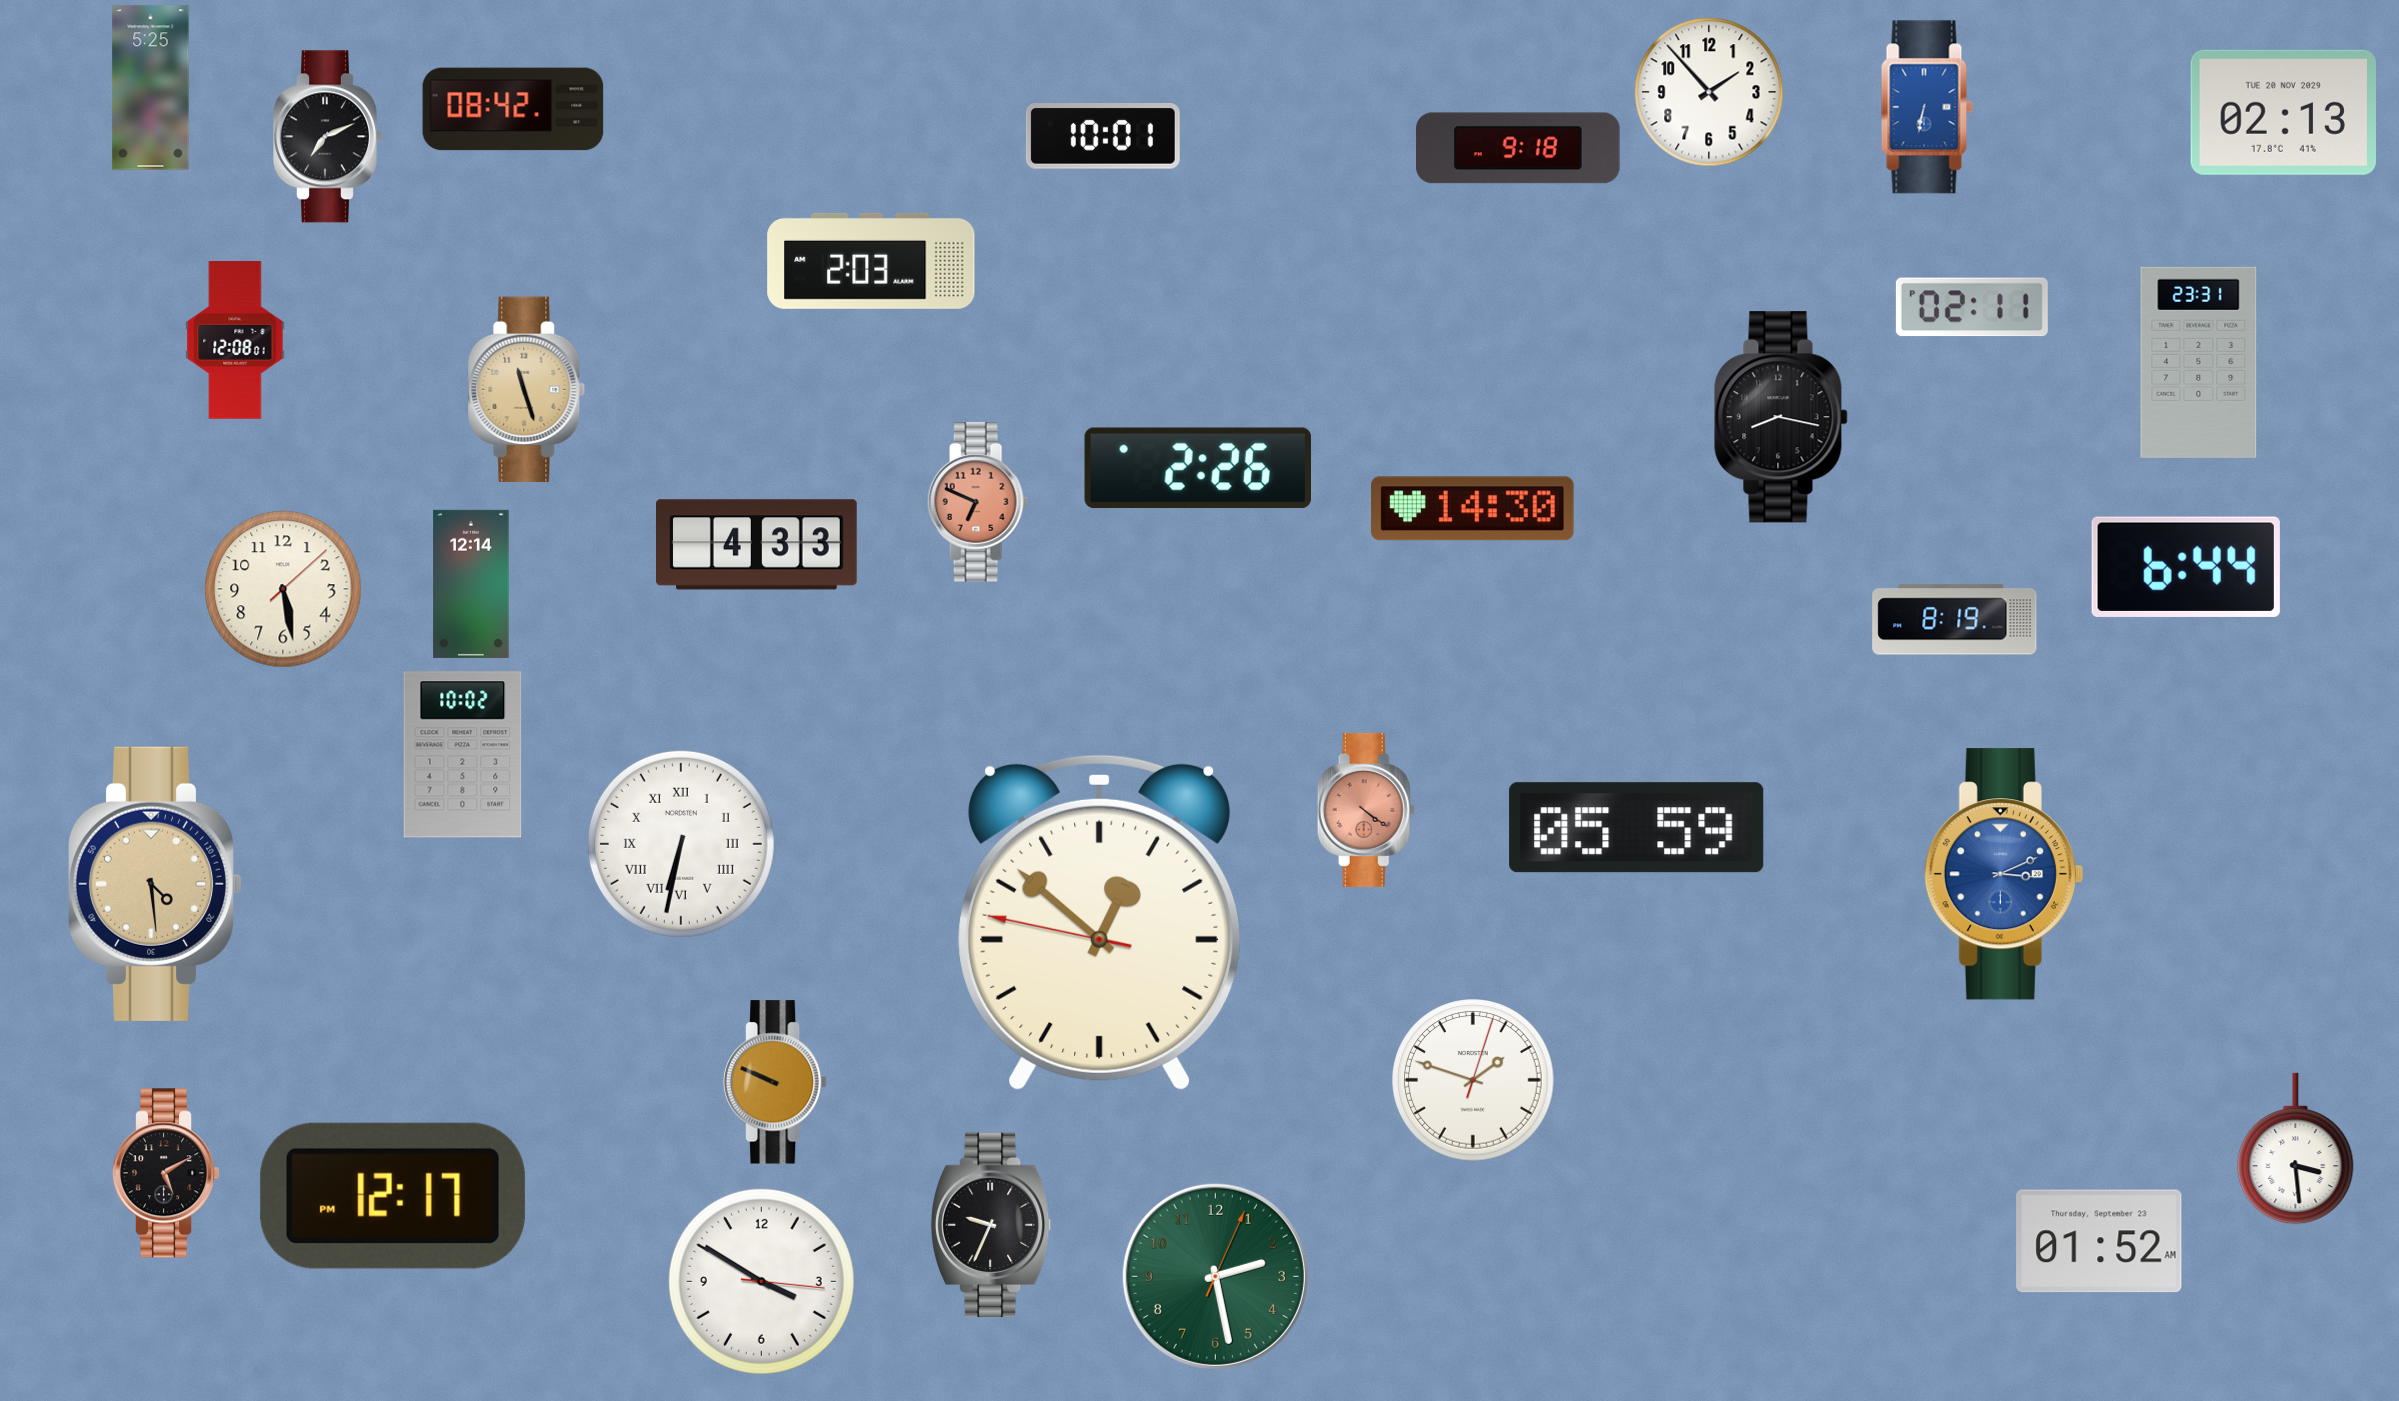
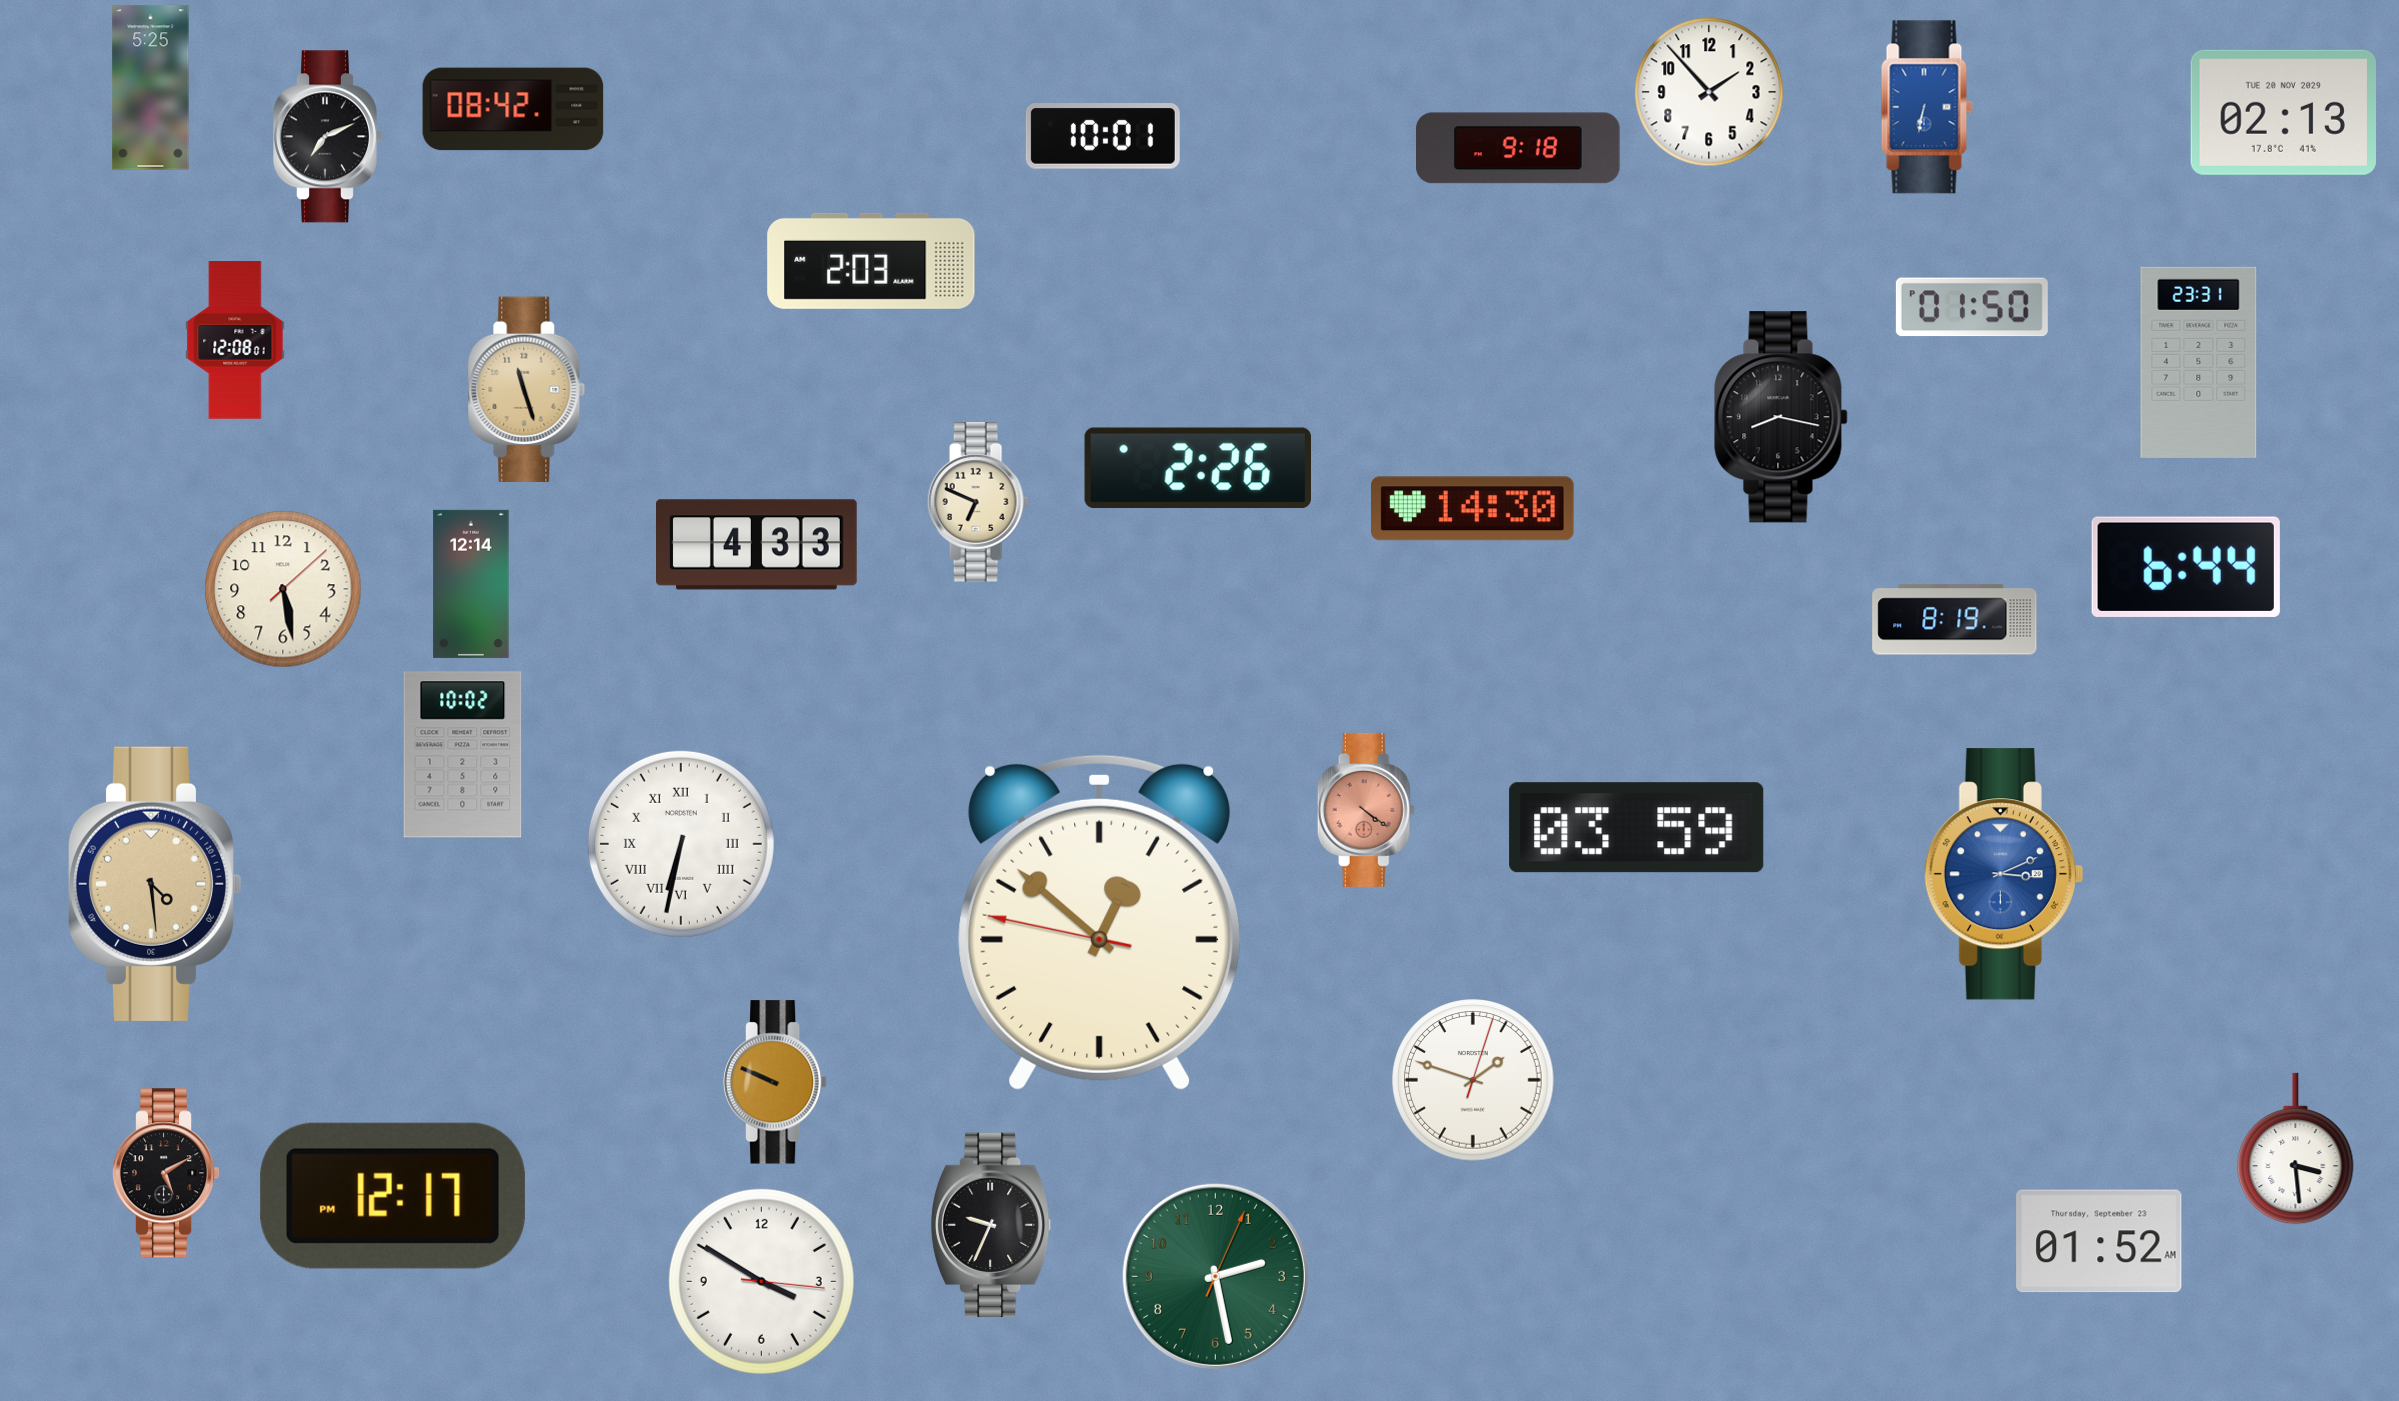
clock at (1972, 307): 02:11 -> 01:50
clock at (978, 502) dial: salmon -> cream
clock at (1637, 828): 05:59 -> 03:59
